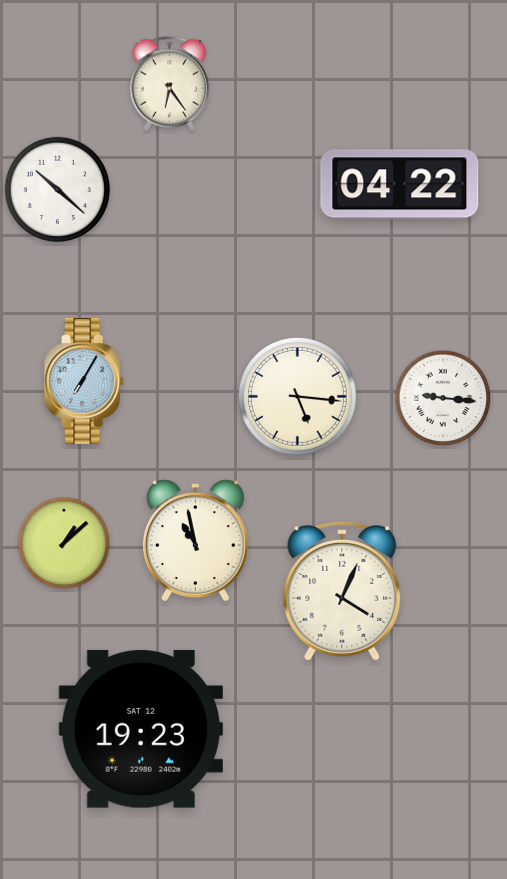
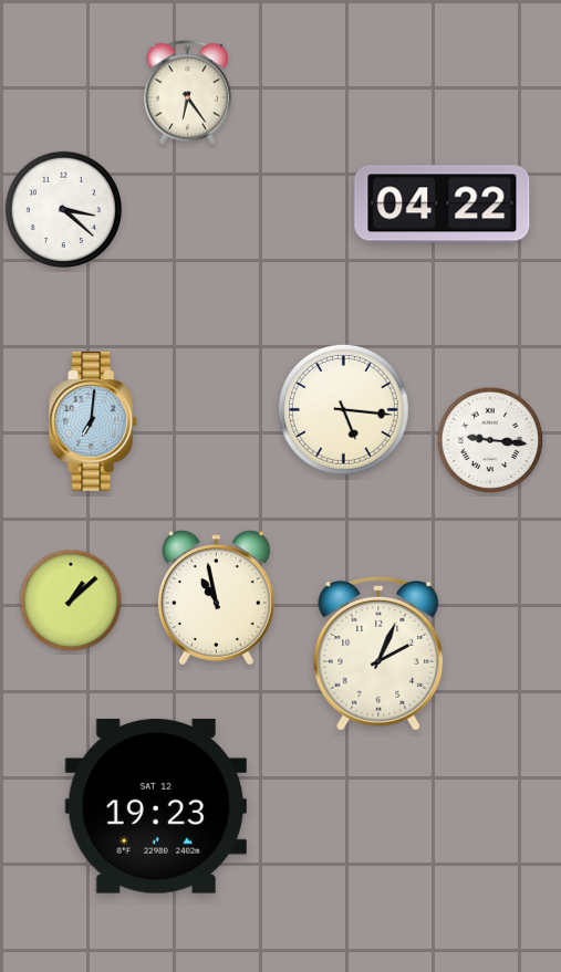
clock at (57, 189): 10:22 -> 3:22
clock at (85, 381): 7:05 -> 7:01
clock at (297, 396) position: (297, 396) -> (343, 409)
clock at (342, 591): 4:04 -> 2:04
